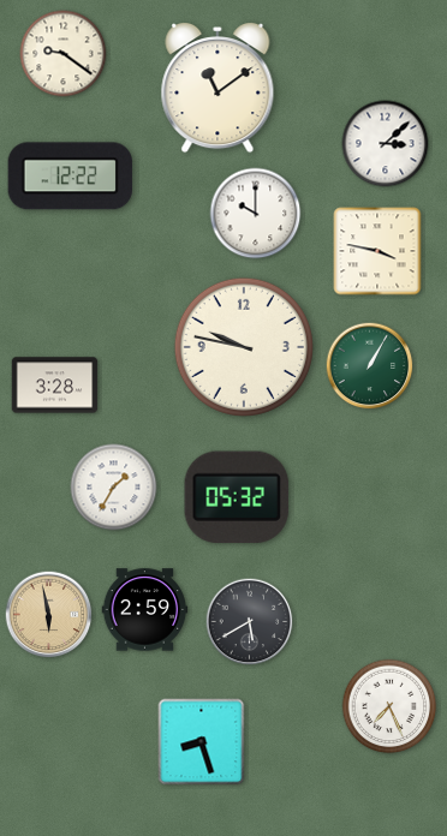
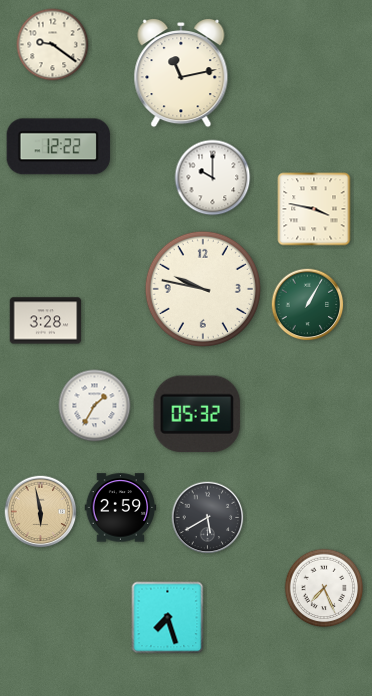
clock at (217, 89): 11:09 -> 11:13
clock at (386, 144): 3:08 -> none
clock at (202, 742): 8:27 -> 7:27
